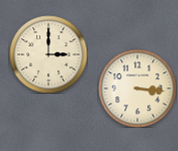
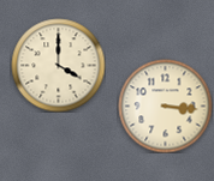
clock at (48, 54): 3:00 -> 4:00
